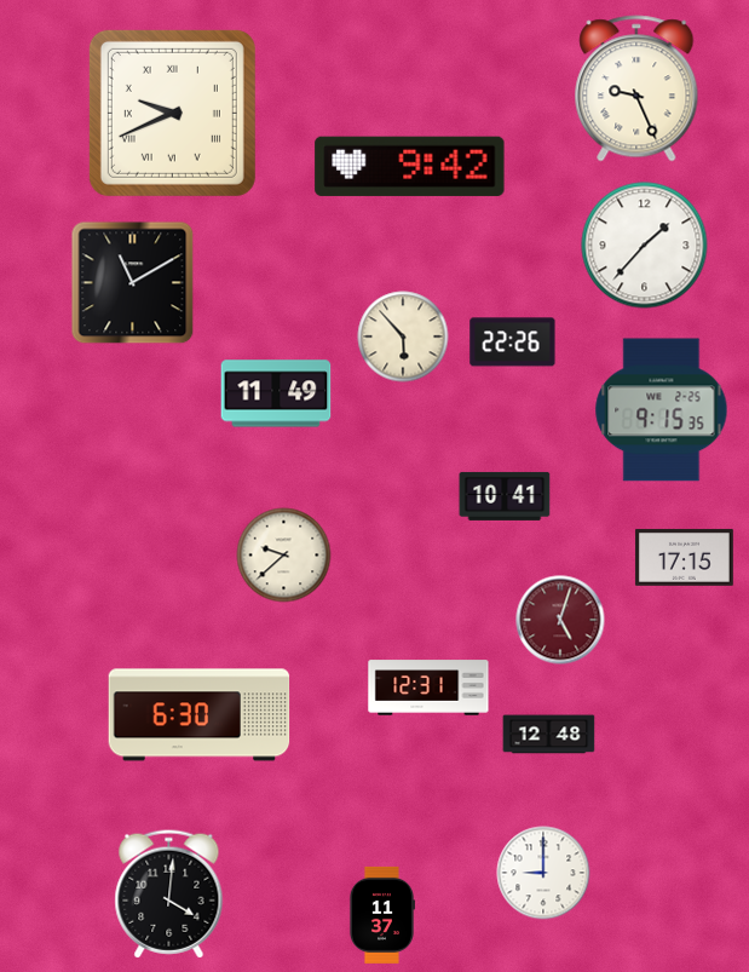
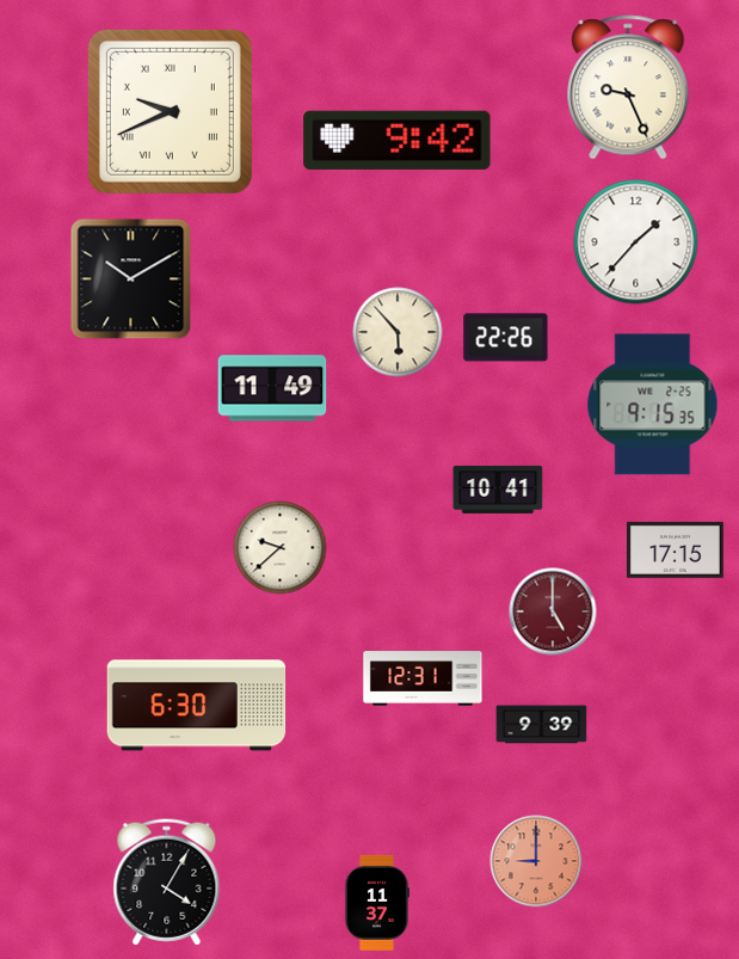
clock at (410, 166) position: (410, 166) -> (398, 140)
clock at (133, 283): 11:10 -> 10:10
clock at (560, 620): 5:03 -> 5:00
clock at (549, 735): 12:48 -> 9:39
clock at (543, 873) dial: white -> salmon
clock at (169, 895): 4:01 -> 4:05
